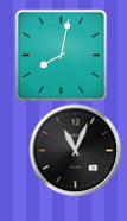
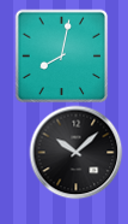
clock at (75, 150): 11:04 -> 10:08
